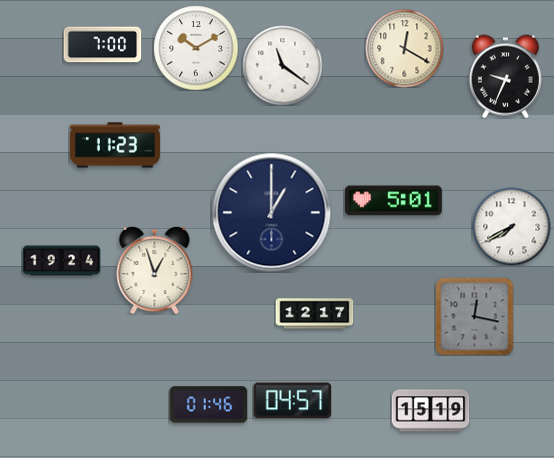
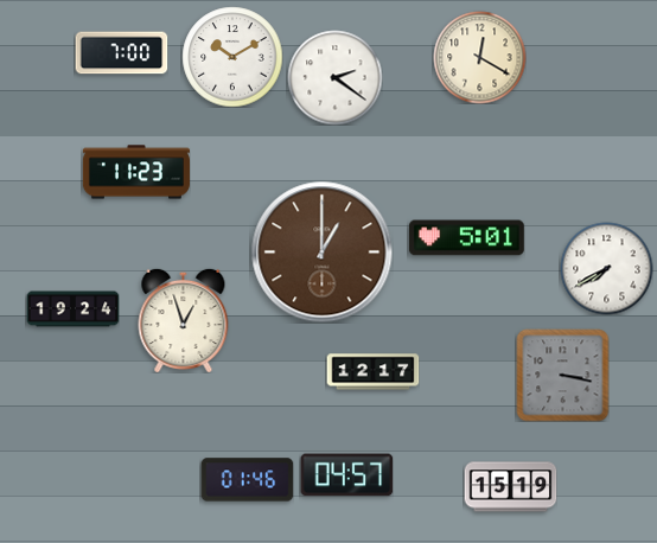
clock at (282, 65): 11:21 -> 2:21
clock at (505, 76): 9:34 -> none
clock at (272, 213) dial: navy -> brown
clock at (474, 316): 12:17 -> 3:17
